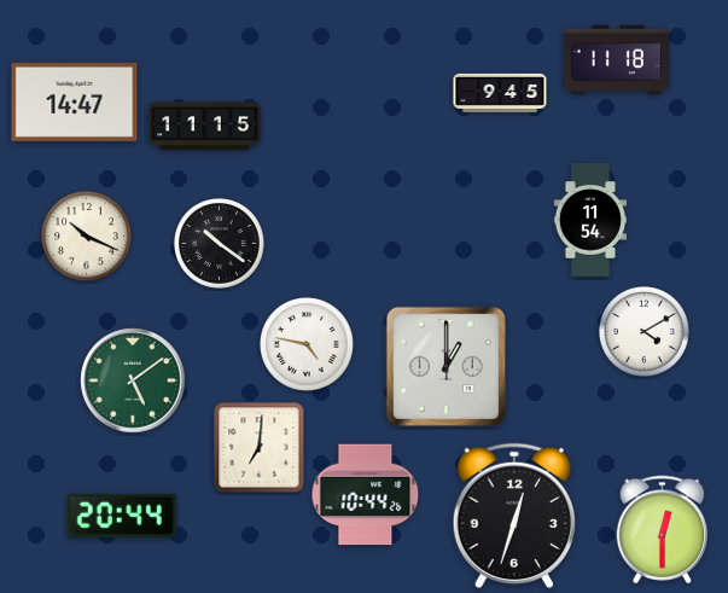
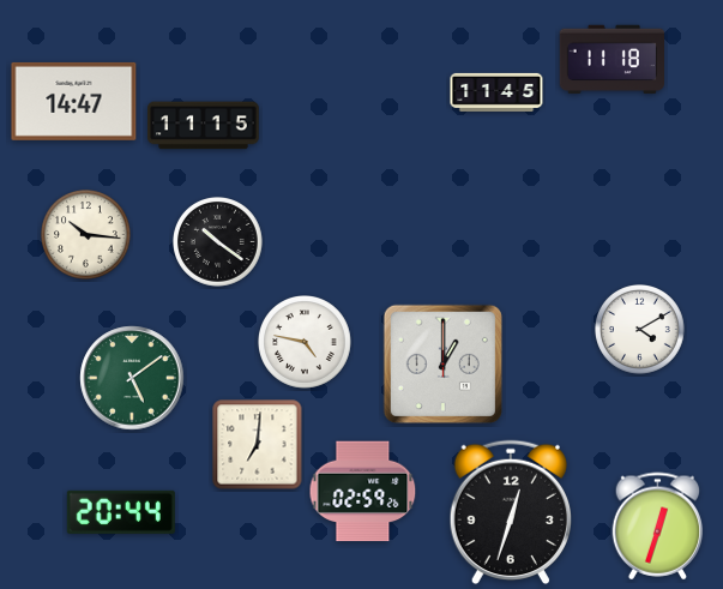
clock at (500, 93): 9:45 -> 11:45
clock at (589, 220): 11:54 -> none
clock at (87, 237): 10:19 -> 10:16
clock at (366, 495): 10:44 -> 02:59
clock at (663, 530): 12:30 -> 12:33
